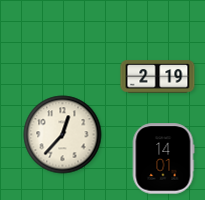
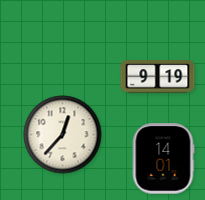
clock at (158, 77): 2:19 -> 9:19
